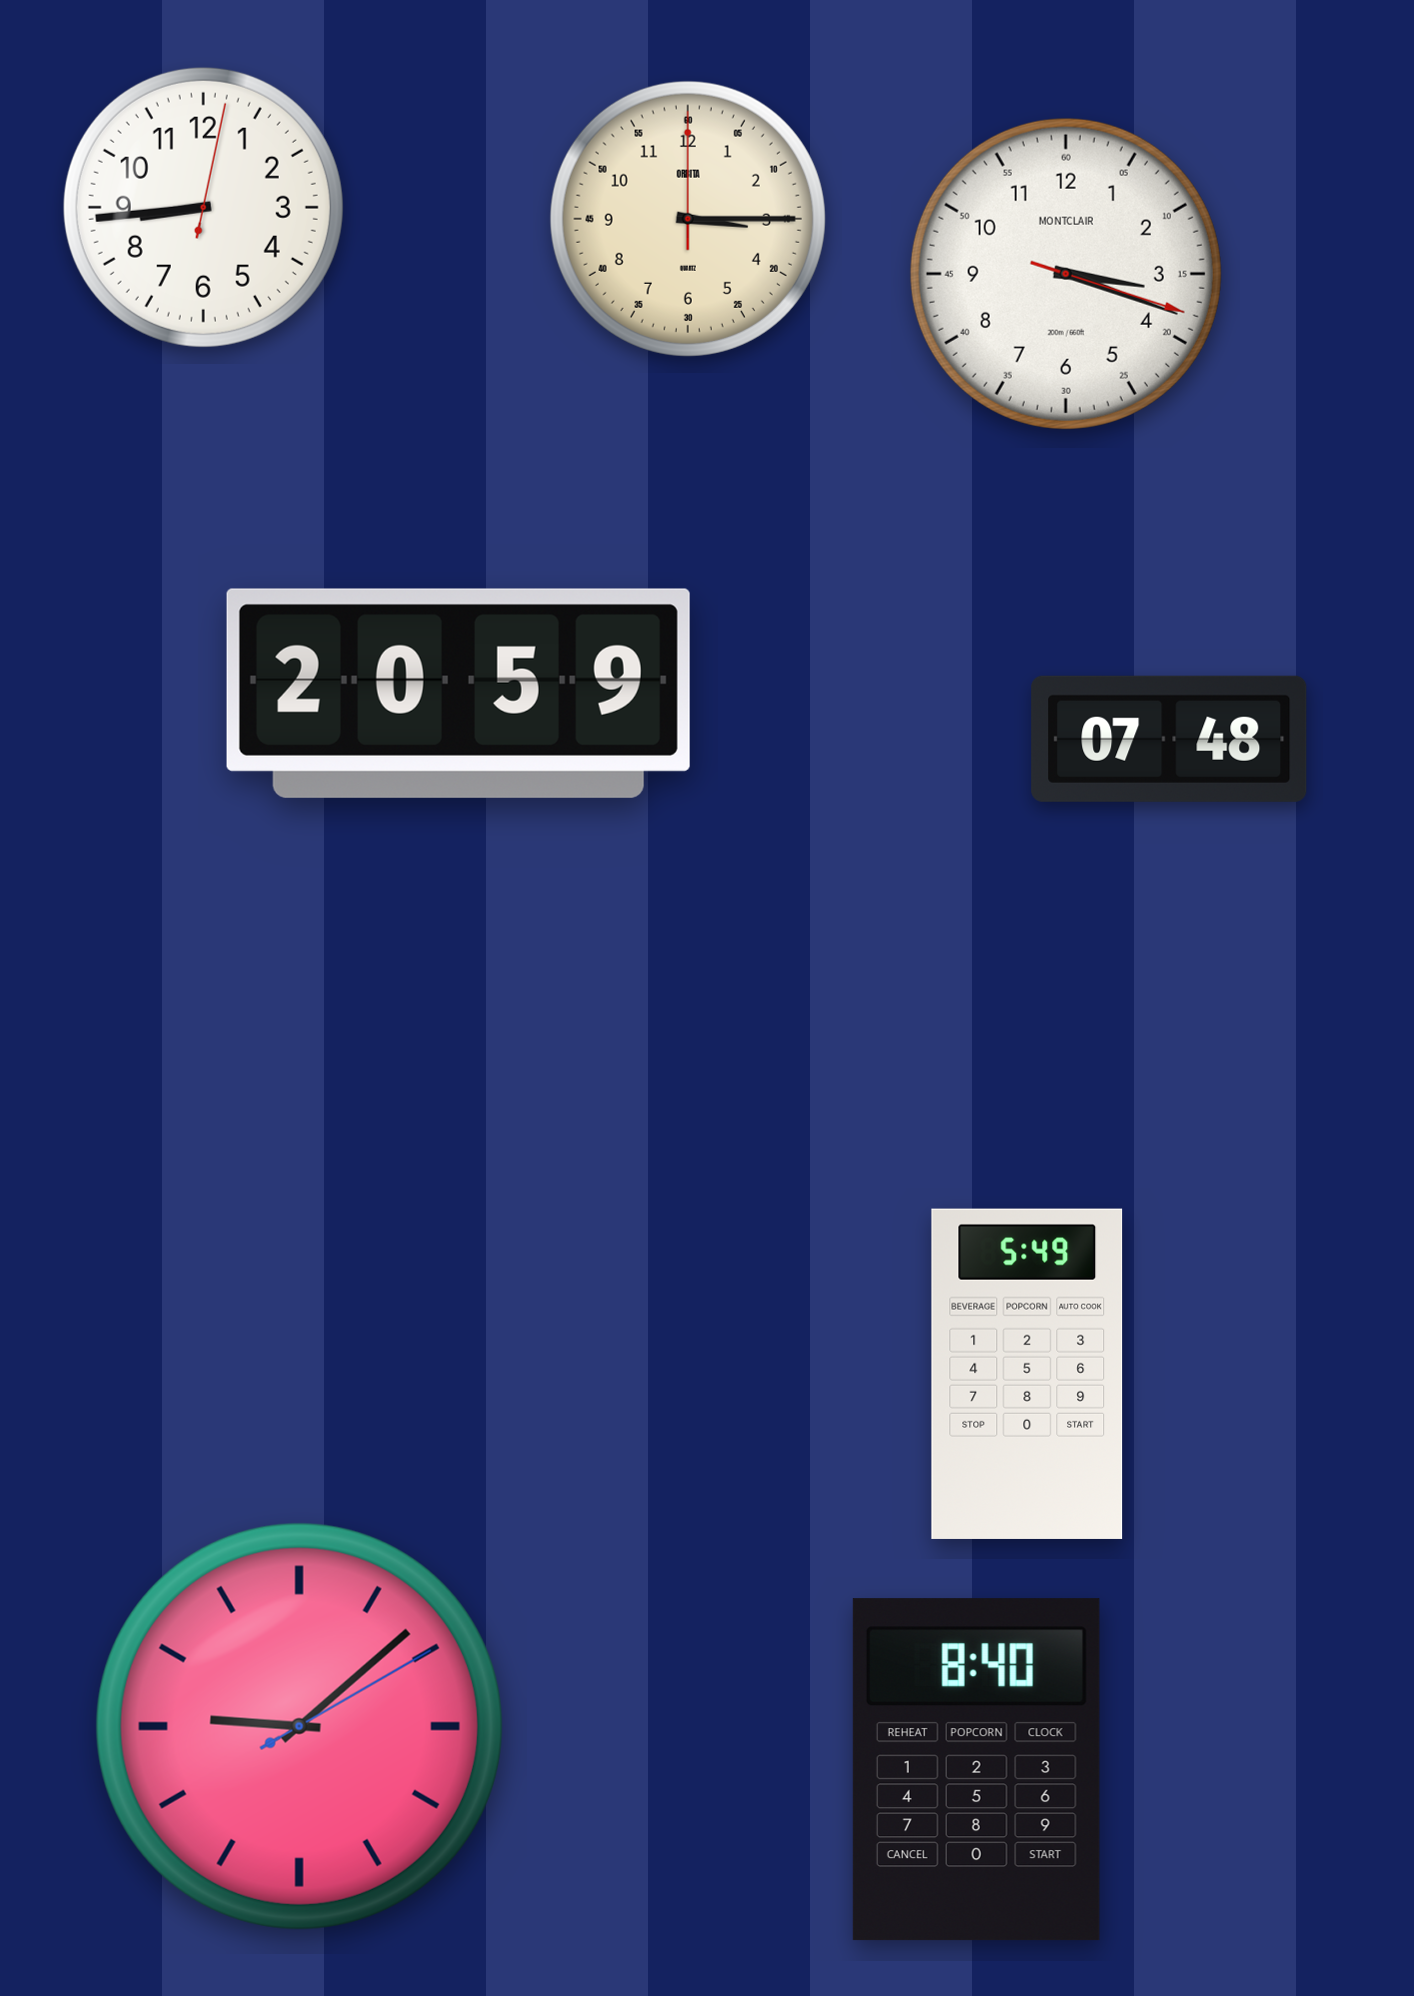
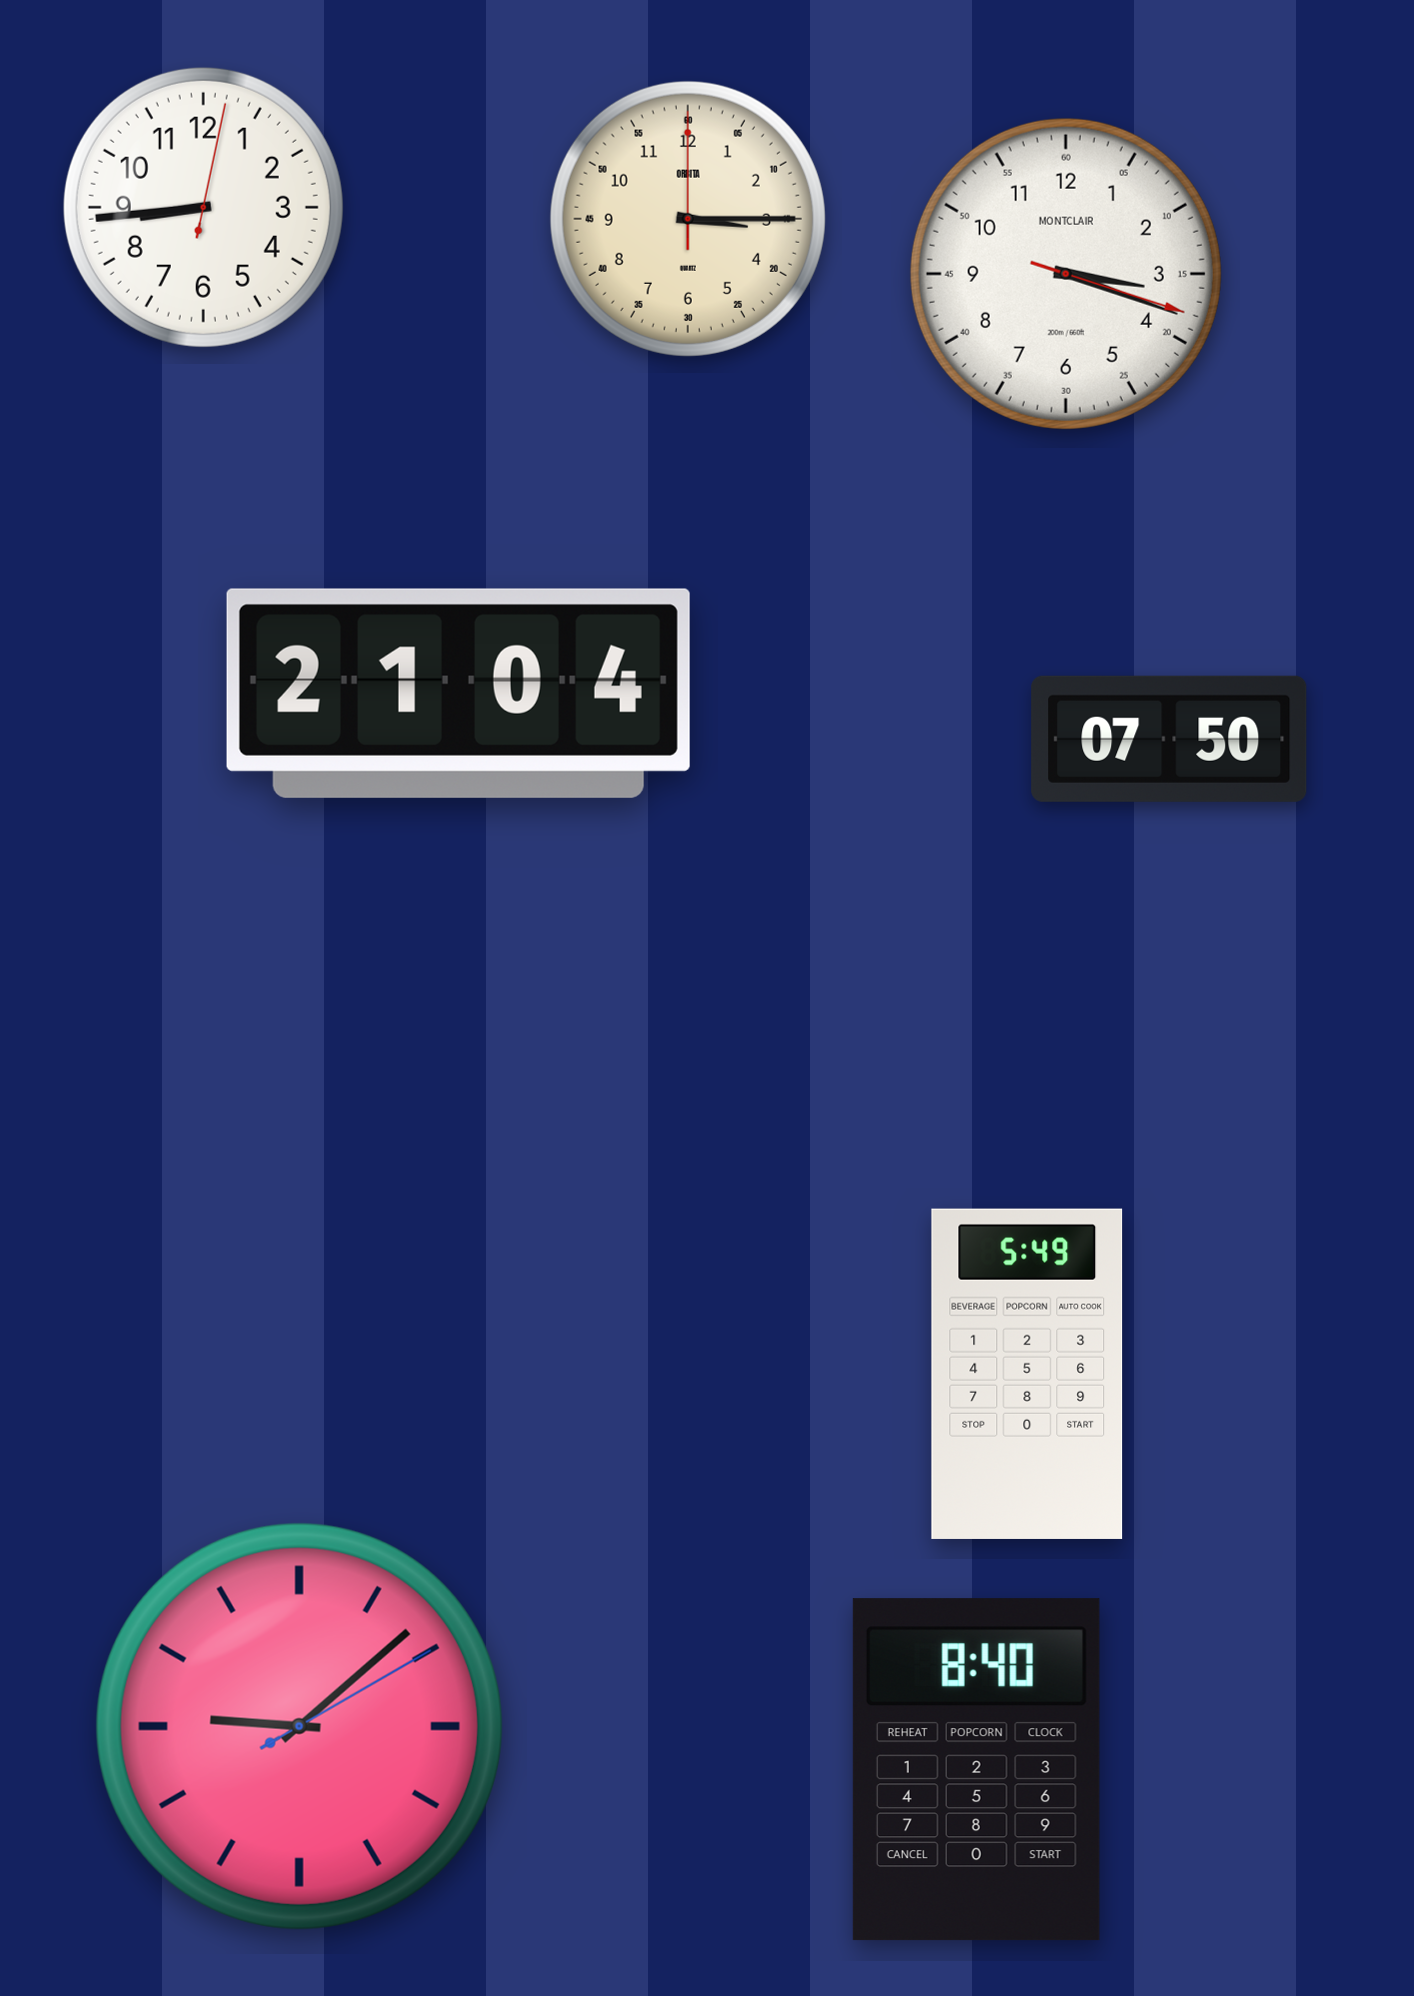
clock at (458, 693): 20:59 -> 21:04
clock at (1169, 739): 07:48 -> 07:50
